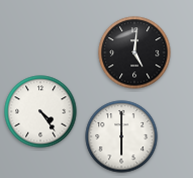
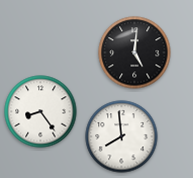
clock at (41, 112): 4:24 -> 8:24
clock at (122, 137): 6:00 -> 7:59
